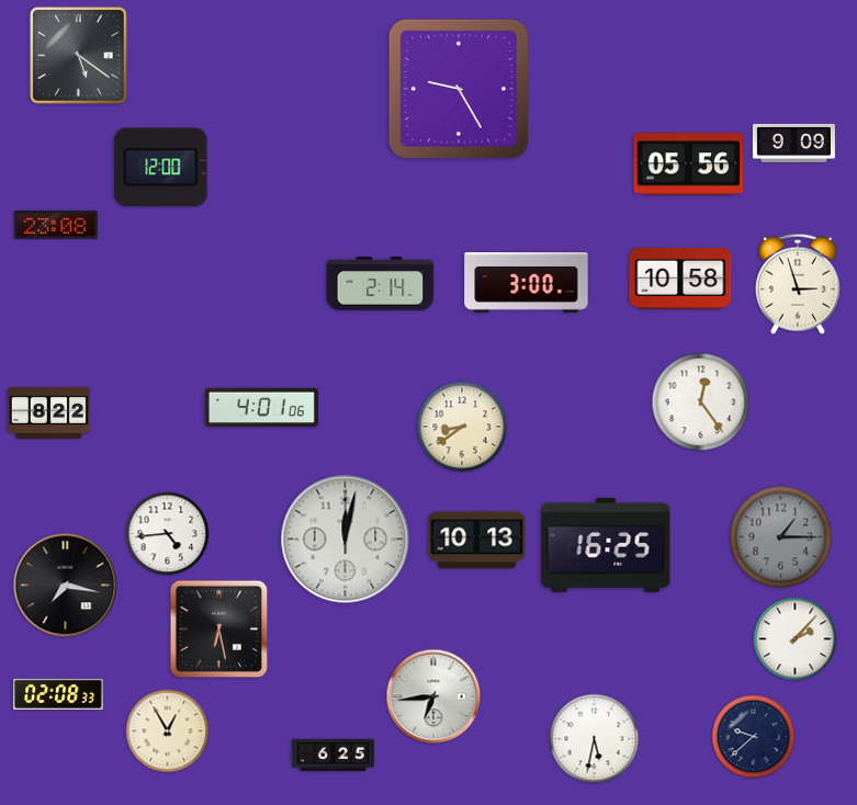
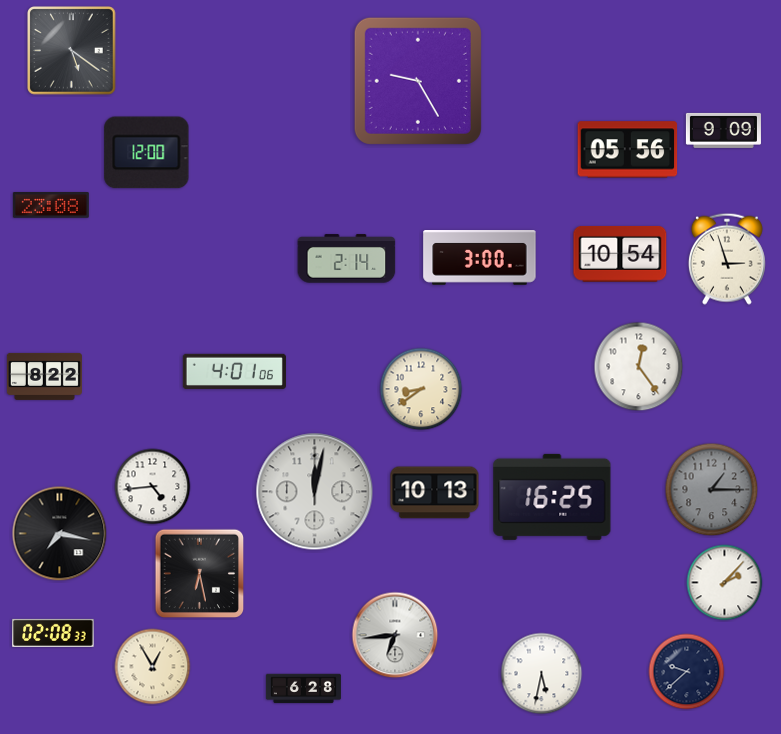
clock at (680, 280): 10:58 -> 10:54
clock at (261, 407) position: (261, 407) -> (234, 371)
clock at (332, 756): 6:25 -> 6:28
